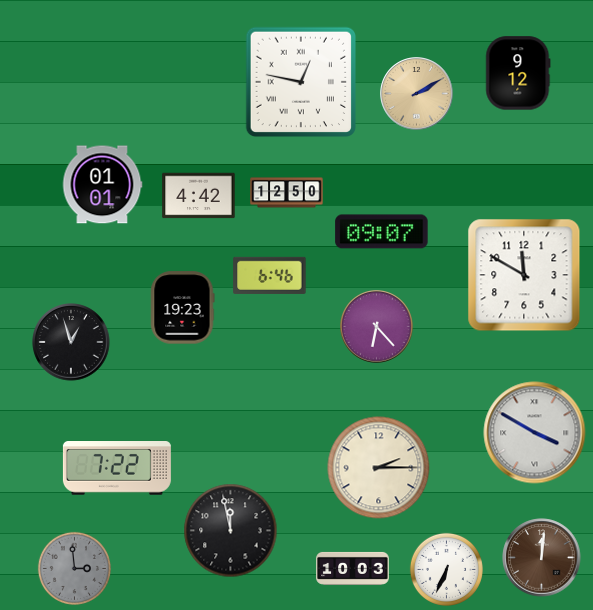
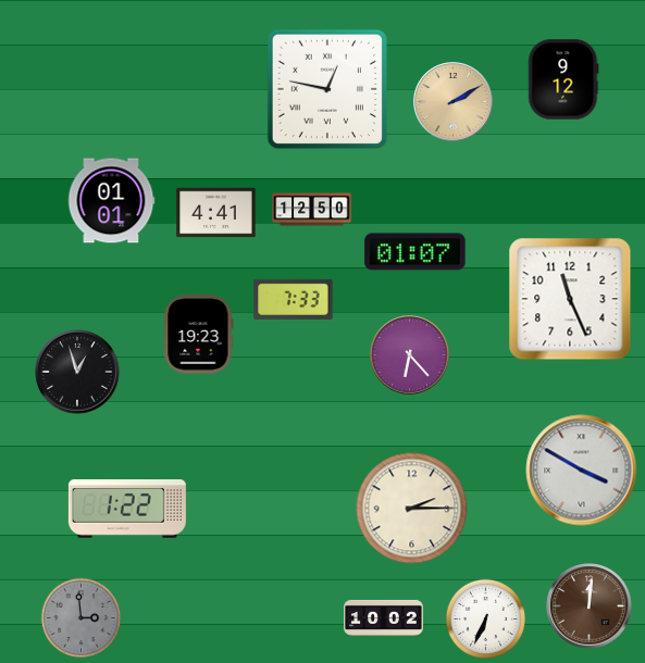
clock at (199, 196): 4:42 -> 4:41
clock at (382, 232): 09:07 -> 01:07
clock at (270, 275): 6:46 -> 7:33
clock at (524, 275): 11:50 -> 11:26
clock at (117, 469): 7:22 -> 1:22
clock at (231, 531): 11:58 -> none
clock at (353, 568): 10:03 -> 10:02
